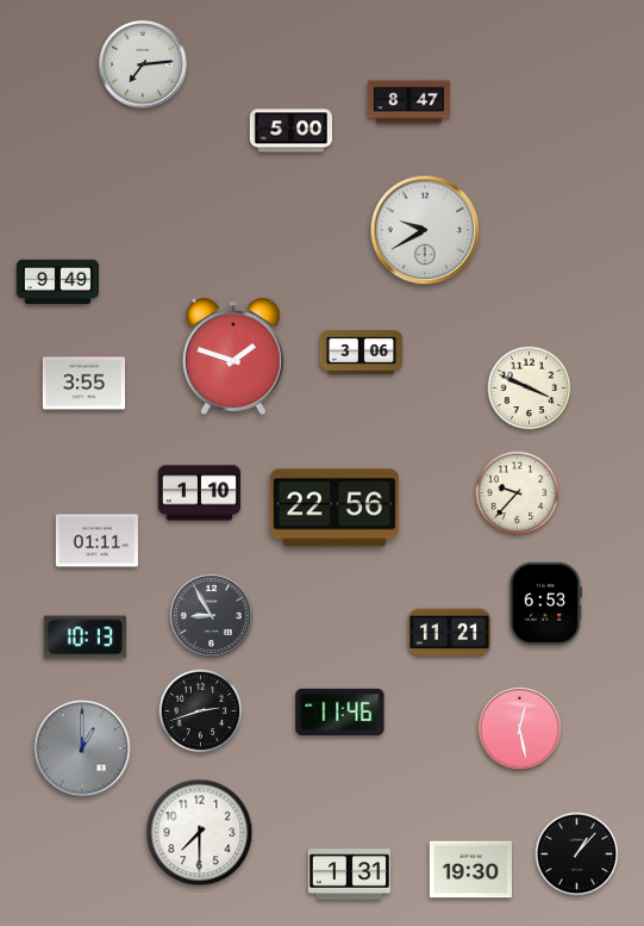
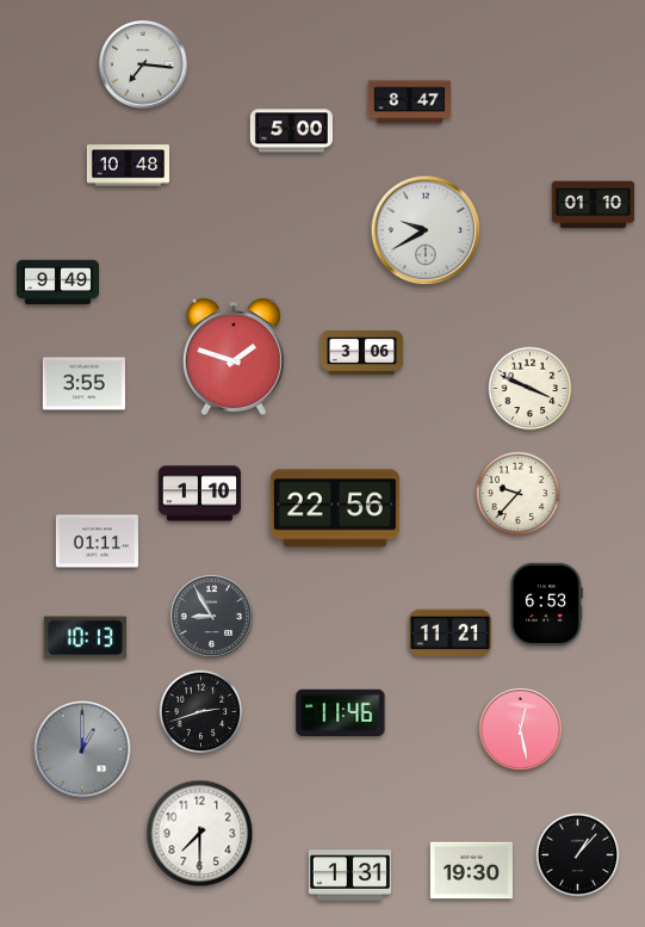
clock at (143, 64): 7:14 -> 7:16
clock at (128, 166): none -> 10:48
clock at (593, 205): none -> 01:10
